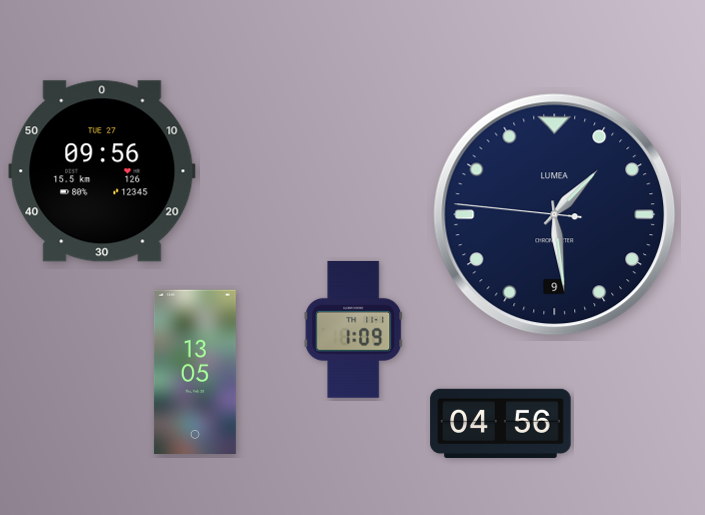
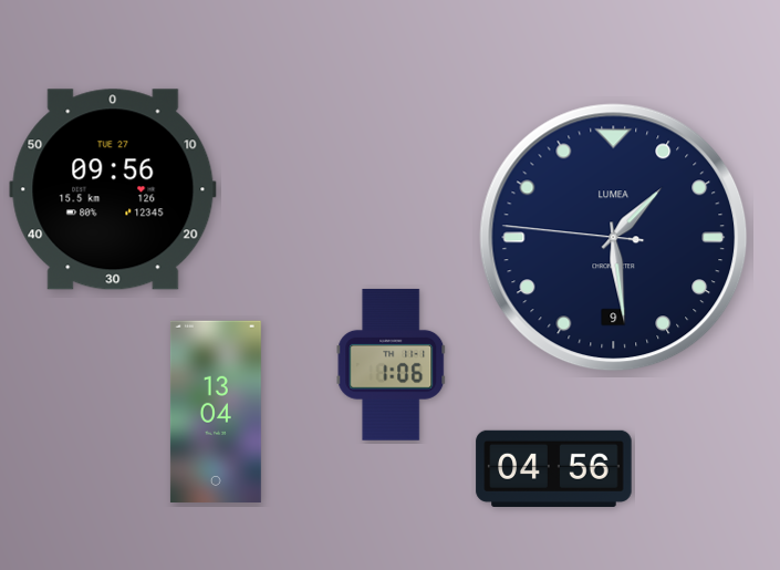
clock at (354, 329): 1:09 -> 1:06
clock at (195, 371): 13:05 -> 13:04
